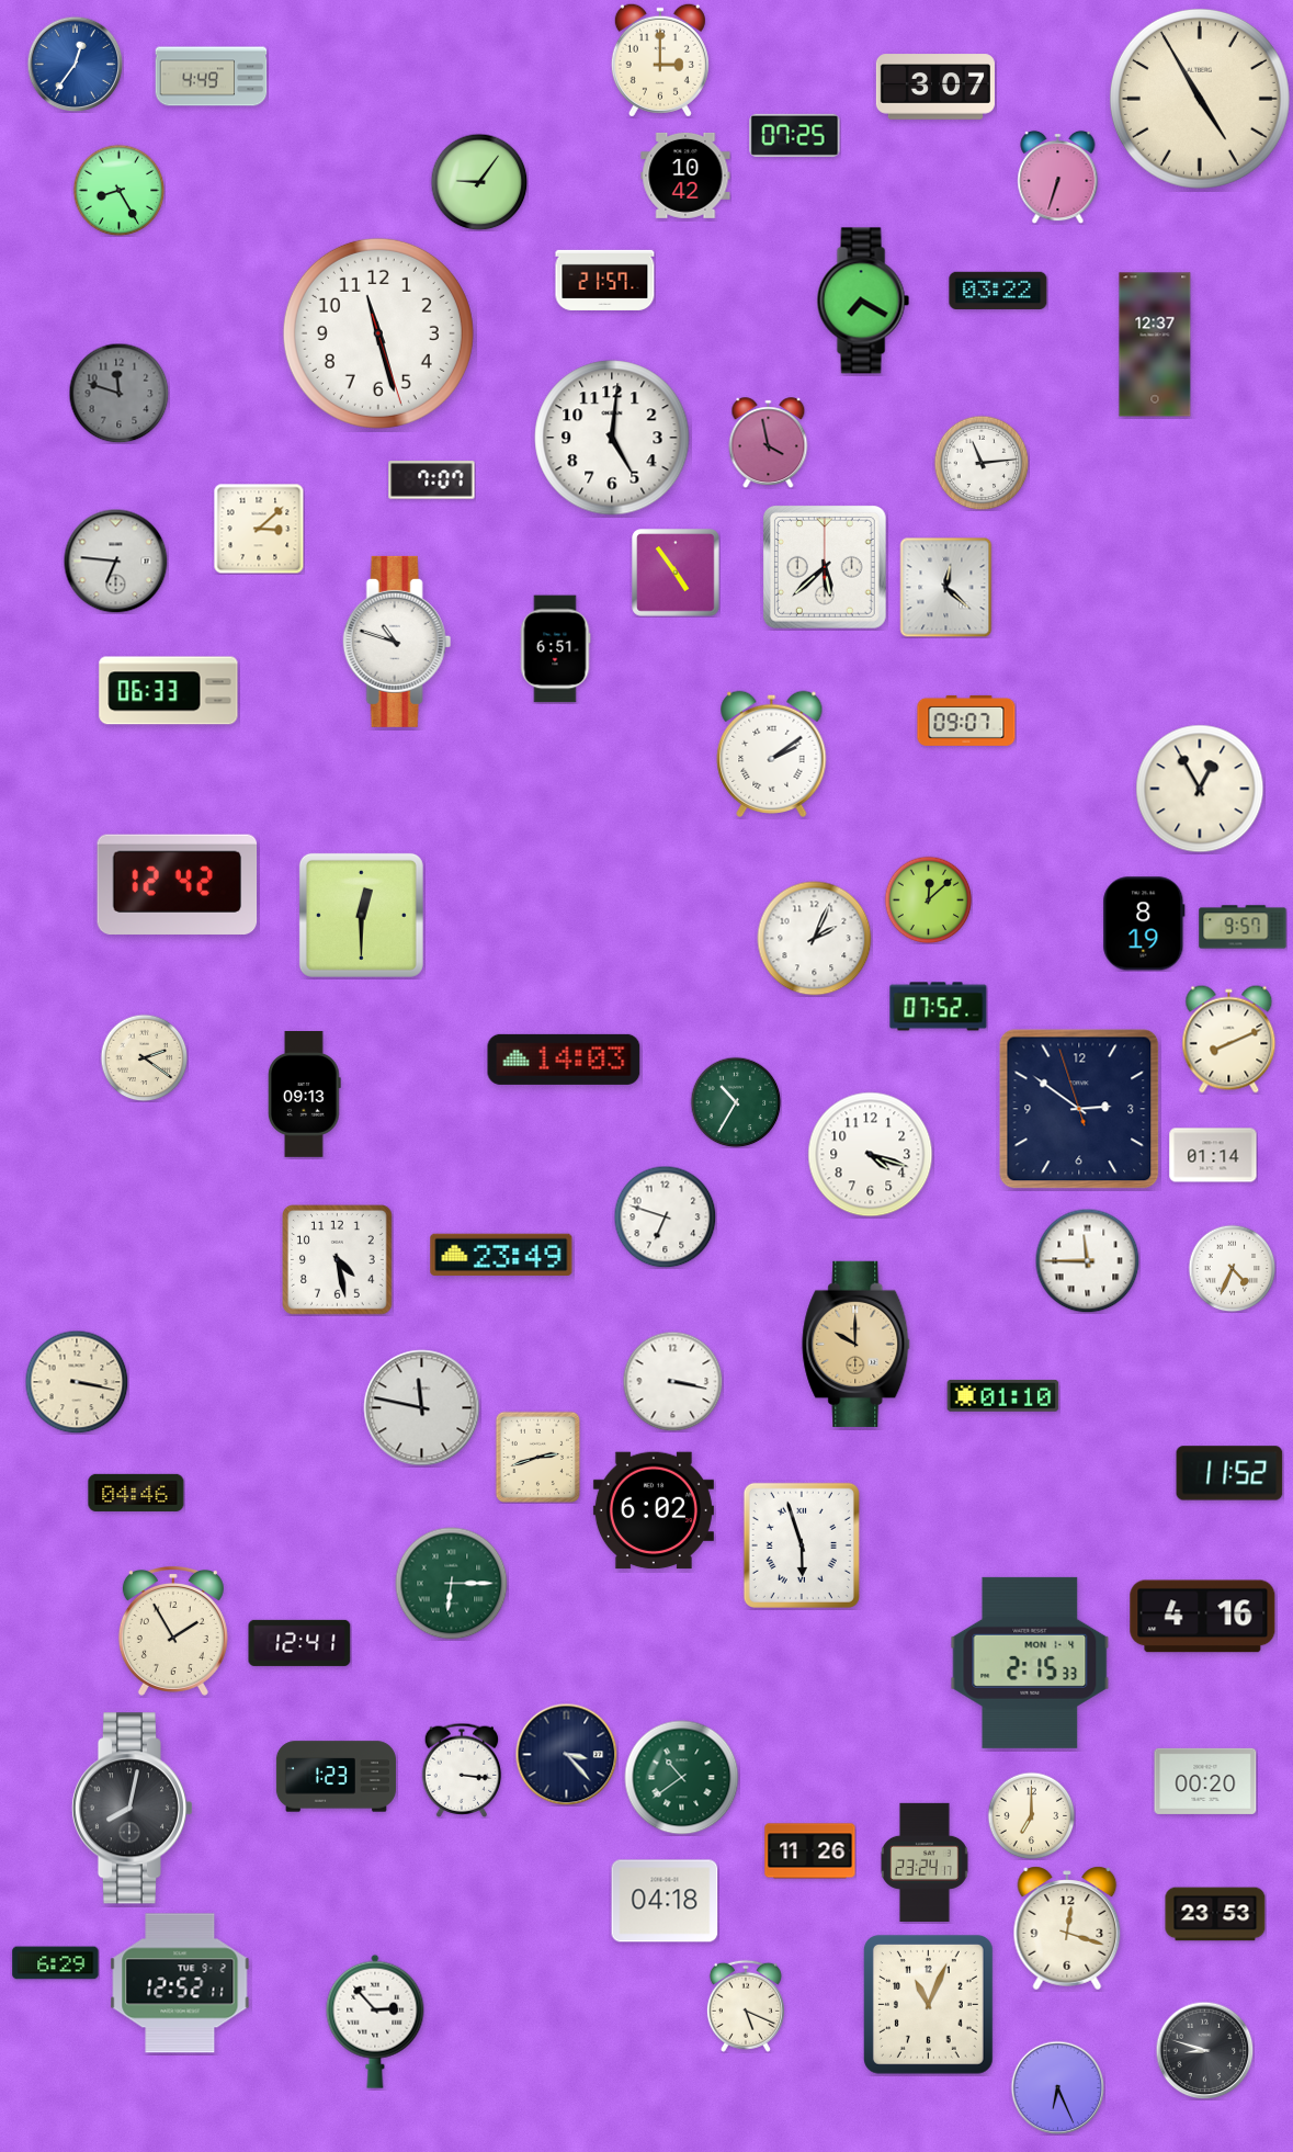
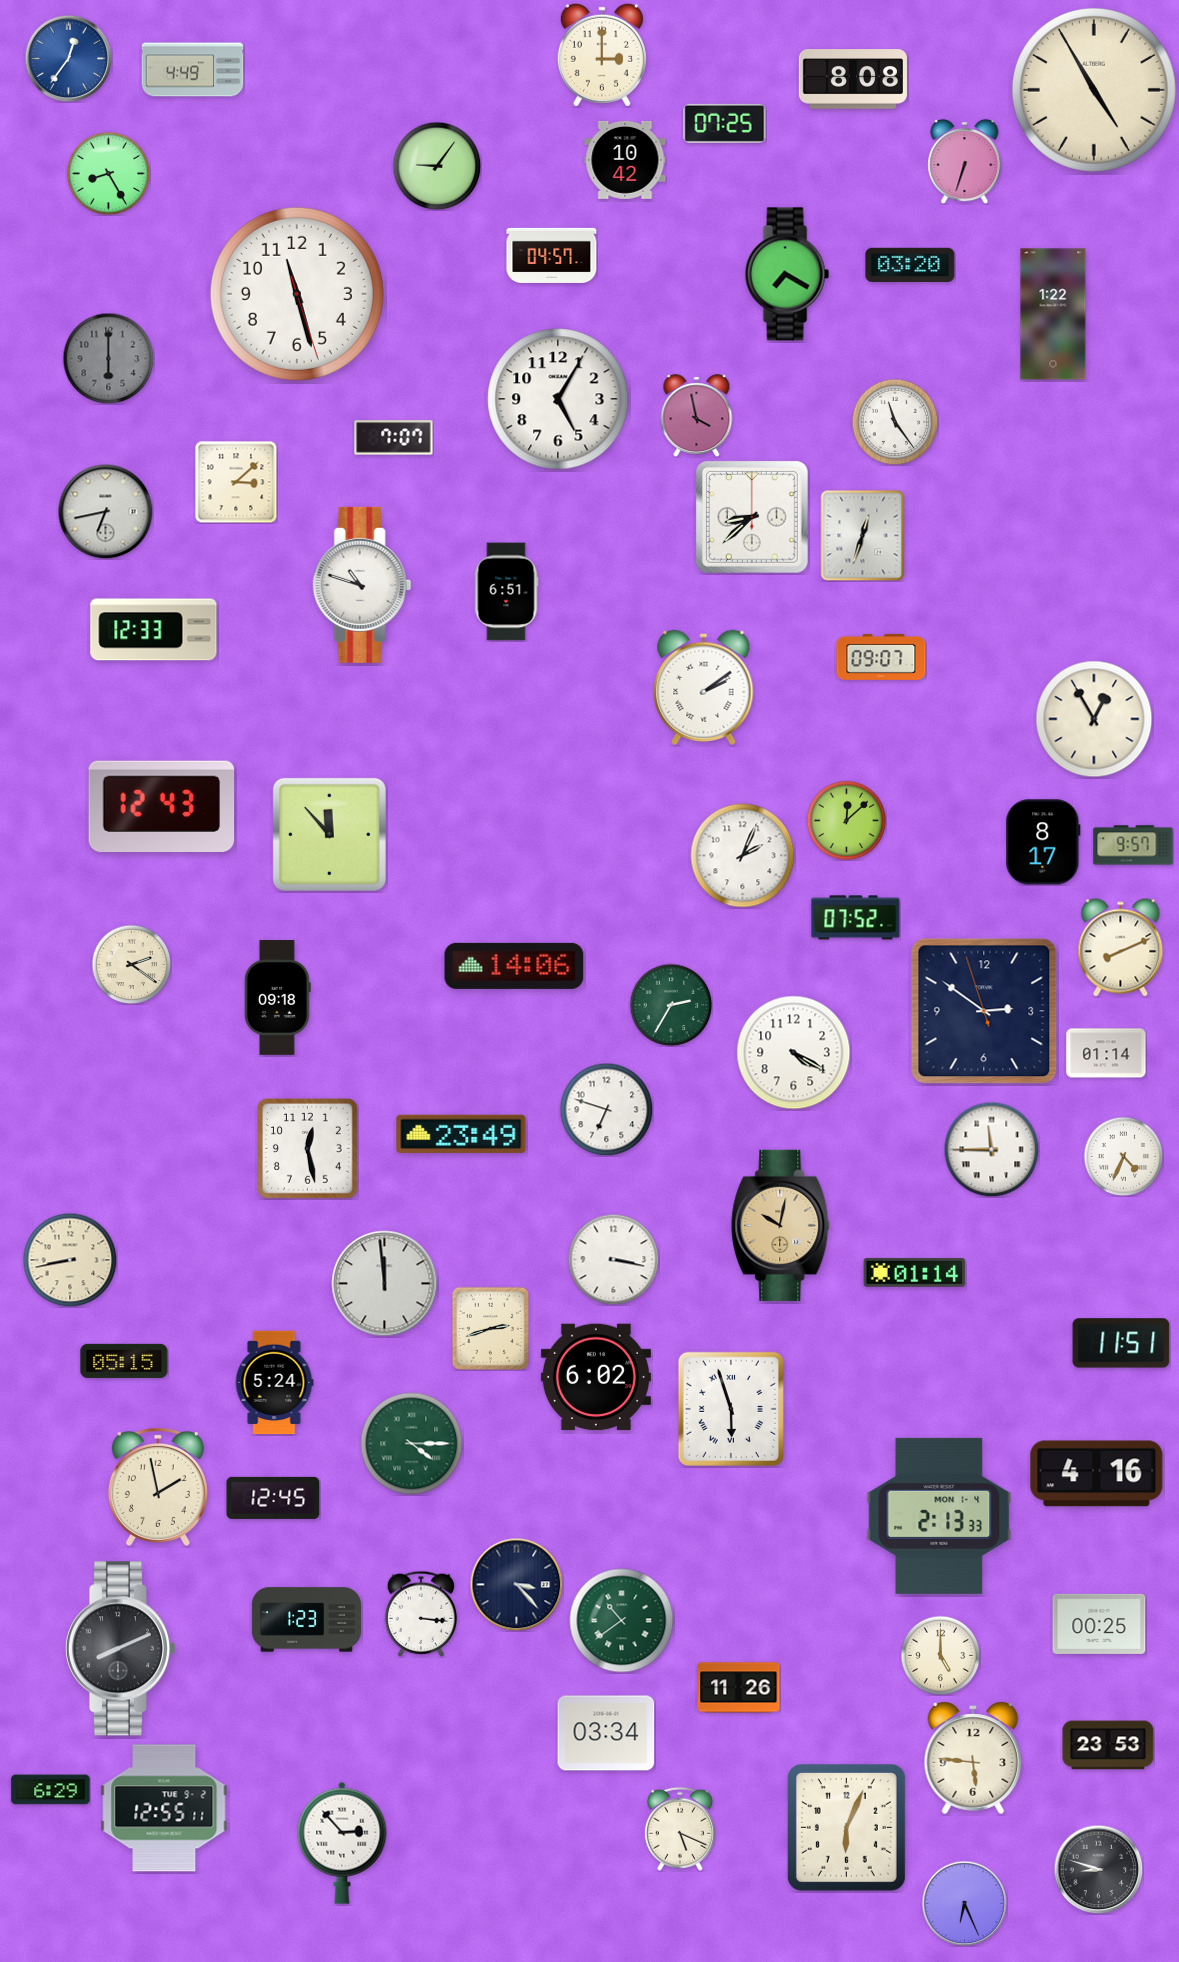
clock at (935, 87): 3:07 -> 8:08
clock at (605, 280): 21:57 -> 04:57
clock at (998, 291): 03:22 -> 03:20
clock at (378, 333) position: (378, 333) -> (297, 294)
clock at (1155, 344): 12:37 -> 1:22
clock at (118, 393): 11:48 -> 6:00
clock at (612, 438): 5:01 -> 5:05
clock at (769, 443) position: (769, 443) -> (697, 416)
clock at (982, 463): 11:14 -> 11:24
clock at (115, 560): 6:46 -> 6:43
clock at (826, 568): 5:38 -> 8:38
clock at (676, 573): 4:54 -> none
clock at (946, 588): 12:22 -> 12:33
clock at (169, 691): 06:33 -> 12:33
clock at (178, 885): 12:42 -> 12:43
clock at (361, 915): 12:30 -> 11:53
clock at (1144, 924): 8:19 -> 8:17
clock at (564, 1060): 14:03 -> 14:06
clock at (305, 1095): 09:13 -> 09:18
clock at (736, 1102): 10:35 -> 2:35
clock at (871, 1155): 4:18 -> 4:20
clock at (501, 1254) position: (501, 1254) -> (461, 1133)
clock at (338, 1260): 4:28 -> 12:28
clock at (857, 1344): 10:00 -> 10:02
clock at (77, 1382): 3:17 -> 8:43
clock at (1003, 1395): 01:10 -> 01:14
clock at (422, 1408): 11:47 -> 11:59
clock at (1229, 1473): 11:52 -> 11:51
clock at (136, 1493): 04:46 -> 05:15
clock at (274, 1383): none -> 5:24
clock at (452, 1584): 6:15 -> 4:15
clock at (173, 1631): 1:55 -> 1:58
clock at (299, 1643): 12:41 -> 12:45
clock at (1030, 1663): 2:15 -> 2:13
clock at (566, 1754) position: (566, 1754) -> (516, 1584)
clock at (1205, 1781): 00:20 -> 00:25
clock at (132, 1809): 8:02 -> 8:11
clock at (1031, 1815): 7:00 -> 5:00
clock at (925, 1862): 23:24 -> none
clock at (665, 1901): 04:18 -> 03:34
clock at (1067, 1928): 12:18 -> 5:46
clock at (180, 1983): 12:52 -> 12:55
clock at (928, 2004): 11:04 -> 6:04
